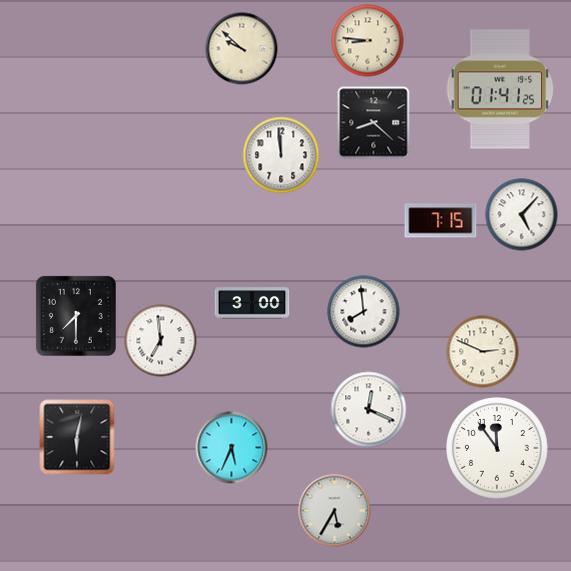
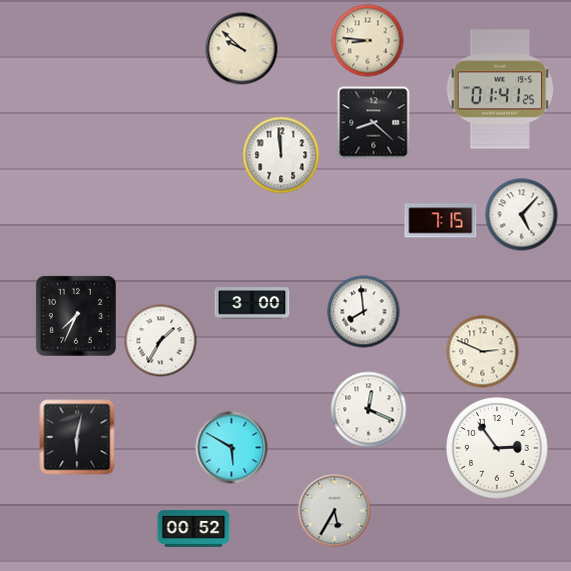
clock at (76, 316): 7:30 -> 7:34
clock at (161, 341): 6:59 -> 1:35
clock at (232, 448): 5:34 -> 5:50
clock at (497, 448): 11:54 -> 2:54
clock at (194, 528): none -> 00:52
